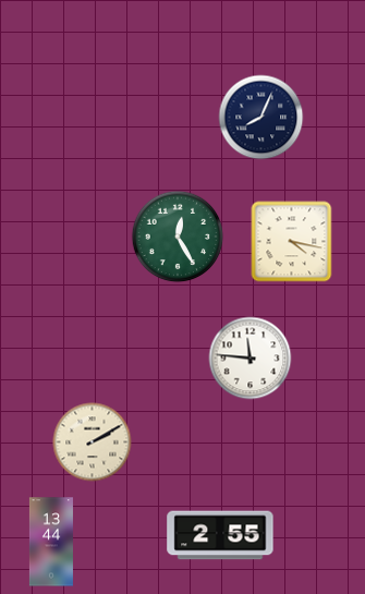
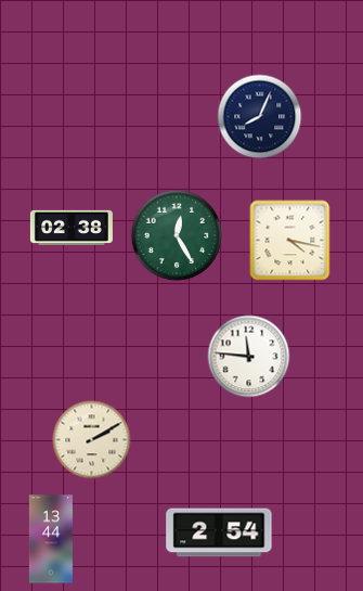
clock at (72, 227): none -> 02:38
clock at (220, 535): 2:55 -> 2:54
